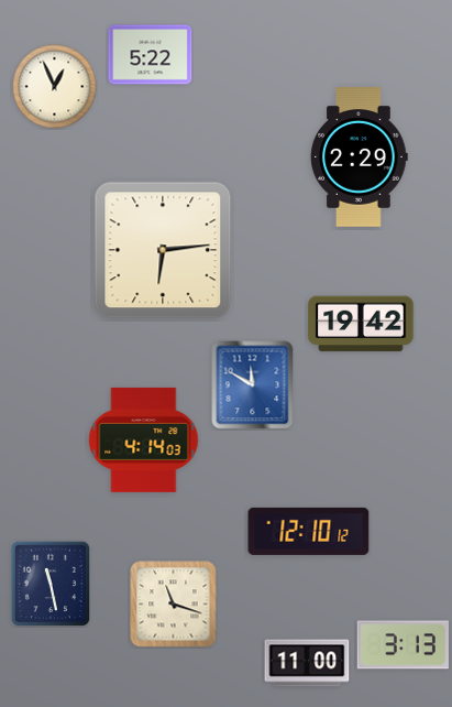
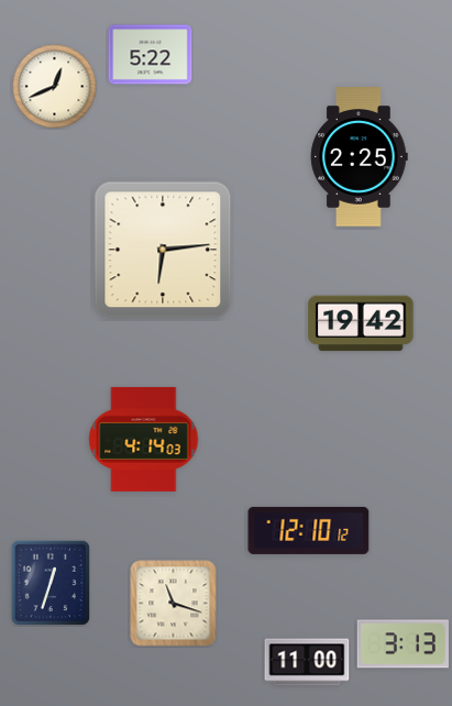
clock at (55, 87): 12:56 -> 12:41
clock at (360, 157): 2:29 -> 2:25
clock at (253, 385): 11:50 -> none
clock at (51, 584): 11:28 -> 12:33
